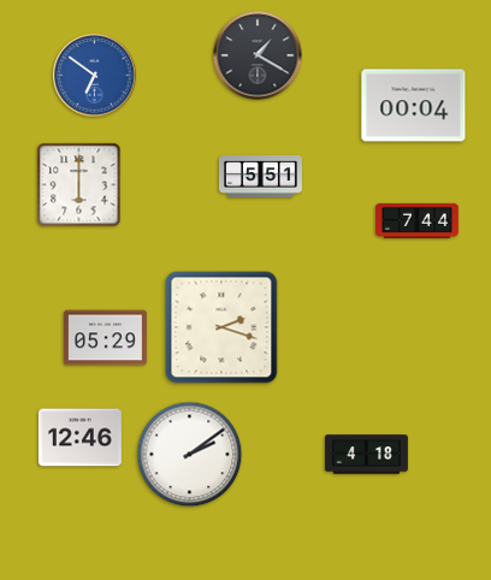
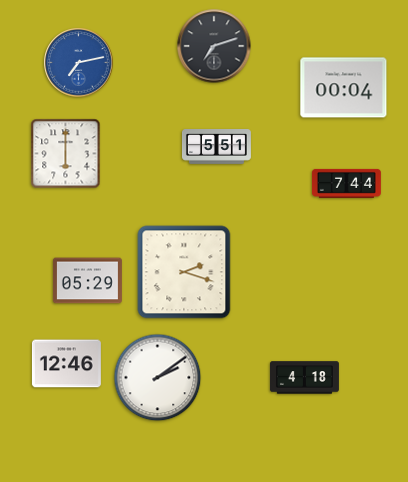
clock at (258, 55): 1:20 -> 7:12
clock at (95, 76): 6:51 -> 7:13
